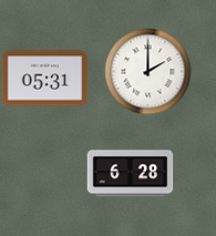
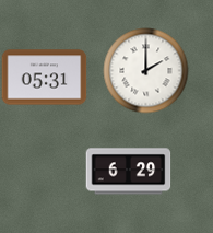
clock at (130, 174): 6:28 -> 6:29
